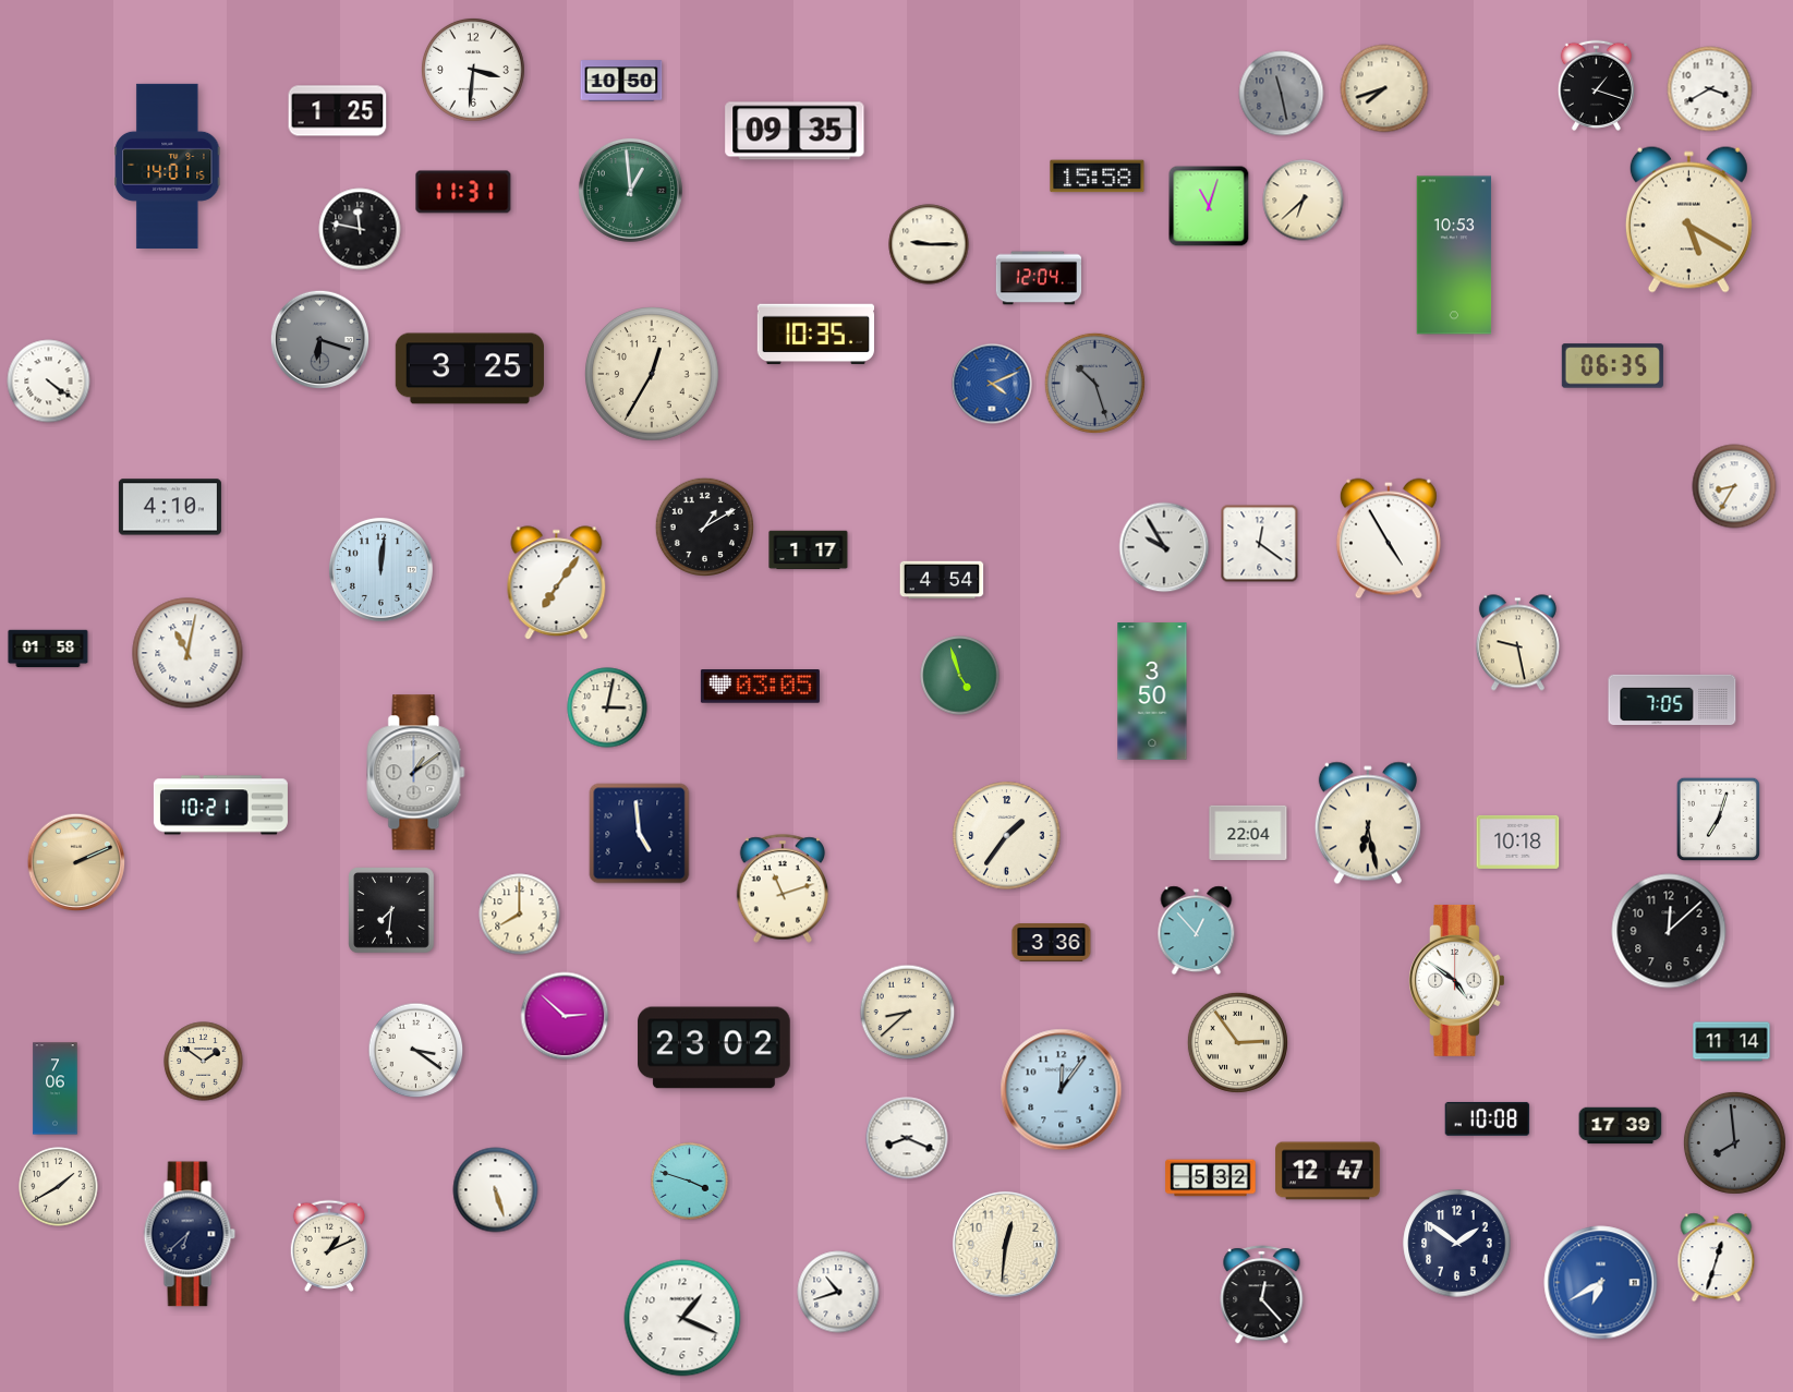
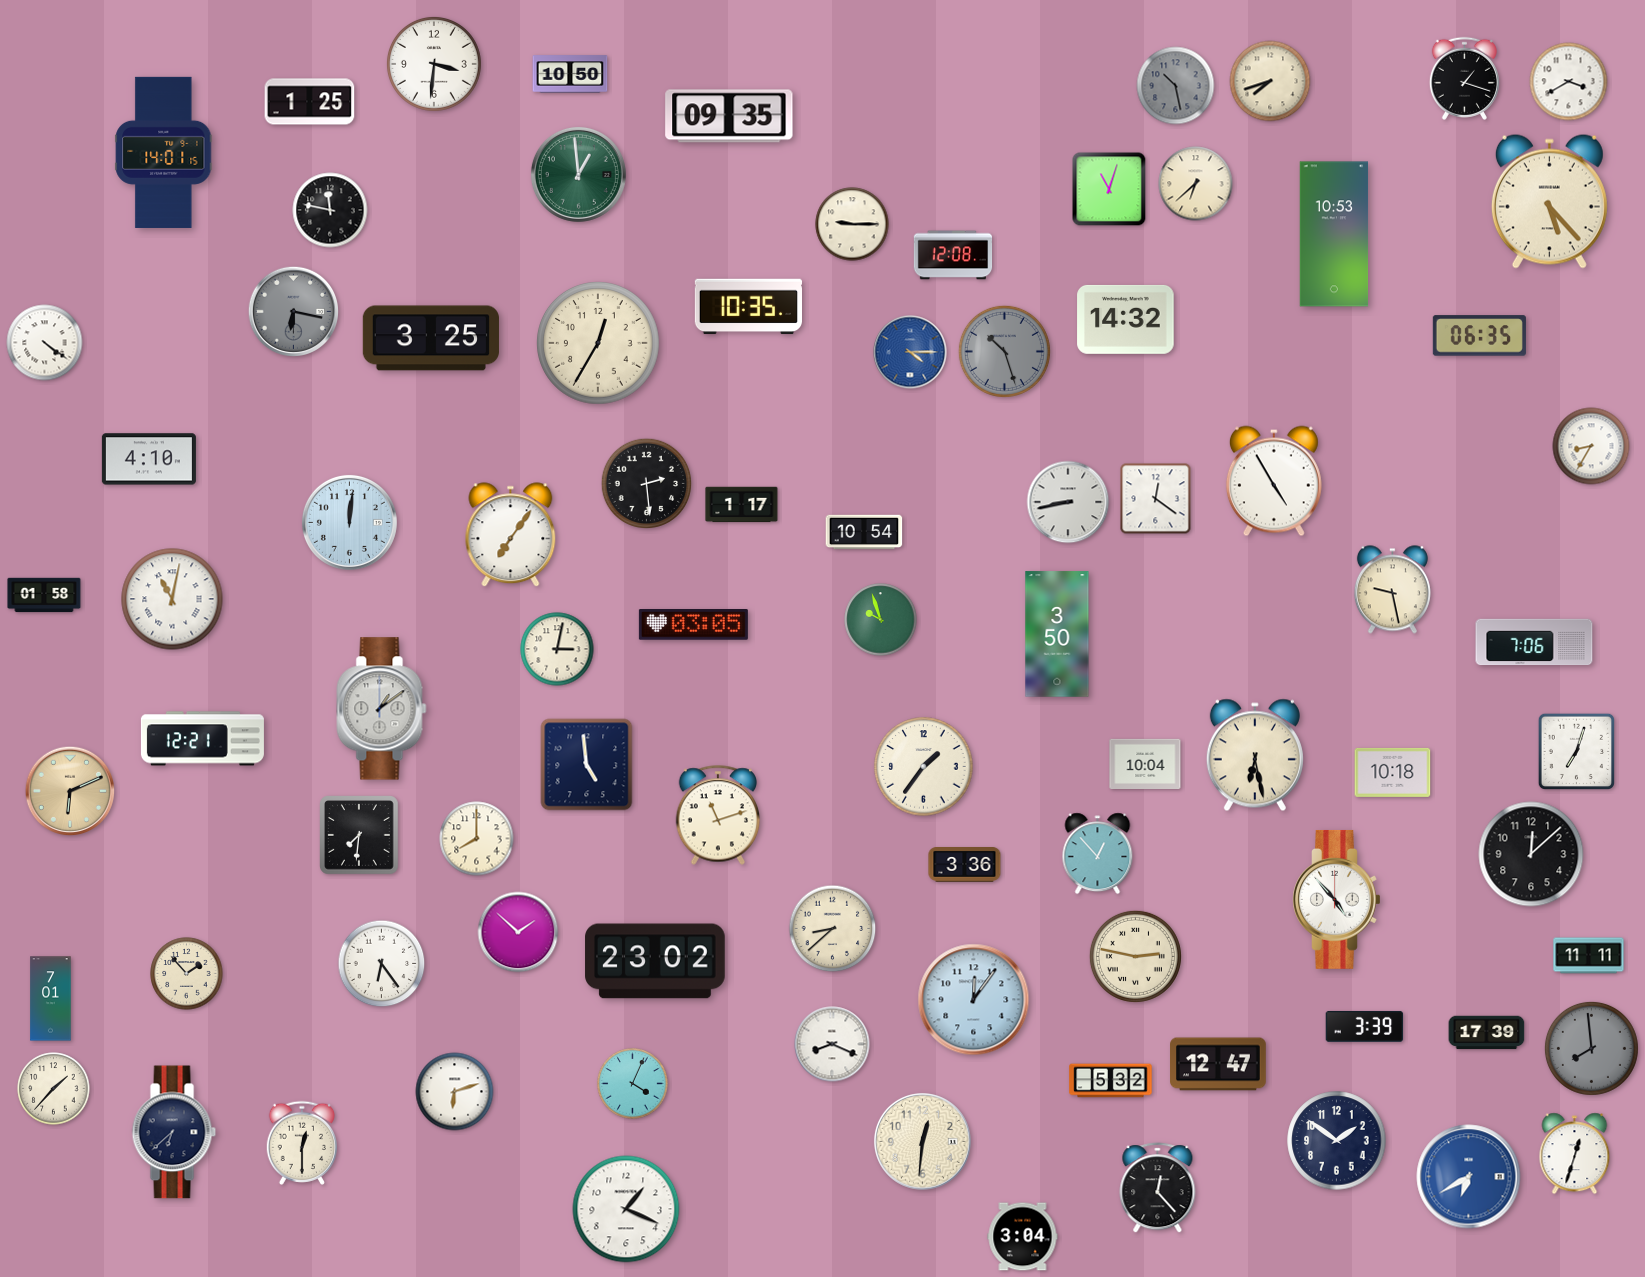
clock at (1282, 94): 11:28 -> 10:28
clock at (795, 131) position: (795, 131) -> (729, 116)
clock at (168, 166) position: (168, 166) -> (164, 152)
clock at (1098, 177): 15:58 -> none
clock at (463, 192): 11:31 -> none
clock at (1688, 219): 5:20 -> 5:23
clock at (1039, 278): 12:04 -> 12:08
clock at (319, 339): 6:18 -> 6:17
clock at (1126, 319): none -> 14:32
clock at (49, 382) position: (49, 382) -> (45, 343)
clock at (992, 384): 4:11 -> 4:15
clock at (170, 507) position: (170, 507) -> (149, 459)
clock at (704, 526): 1:10 -> 2:29
clock at (1389, 538) position: (1389, 538) -> (1274, 481)
clock at (1164, 547): 9:55 -> 8:43
clock at (942, 580): 4:54 -> 10:54
clock at (960, 676): 4:57 -> 9:57
clock at (760, 687) position: (760, 687) -> (693, 625)
clock at (1672, 700): 7:05 -> 7:06
clock at (220, 806): 10:21 -> 12:21
clock at (1248, 832): 22:04 -> 10:04
clock at (76, 862): 2:11 -> 6:11
clock at (1457, 980): 4:51 -> 4:53
clock at (565, 1016): 2:52 -> 1:52
clock at (1237, 1042): 2:54 -> 2:47
clock at (1732, 1042): 11:14 -> 11:11
clock at (416, 1051): 3:21 -> 6:24
clock at (204, 1062): 1:51 -> 1:53
clock at (56, 1089): 7:06 -> 7:01
clock at (1488, 1118): 10:08 -> 3:39
clock at (1328, 1171) position: (1328, 1171) -> (1218, 1064)
clock at (690, 1182): 3:48 -> 4:04
clock at (59, 1187): 1:40 -> 1:37
clock at (496, 1190): 5:27 -> 6:12
clock at (328, 1246): 1:11 -> 12:30
clock at (838, 1292): 10:42 -> none
clock at (1023, 1237): none -> 3:04
